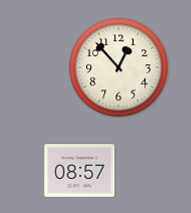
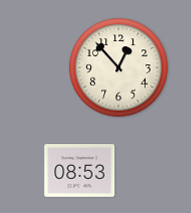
clock at (80, 171): 08:57 -> 08:53
